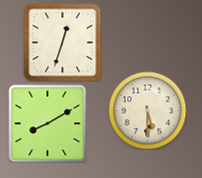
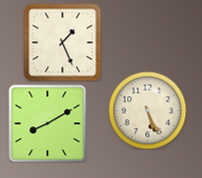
clock at (62, 42): 12:33 -> 1:26
clock at (147, 110): 5:30 -> 5:26
